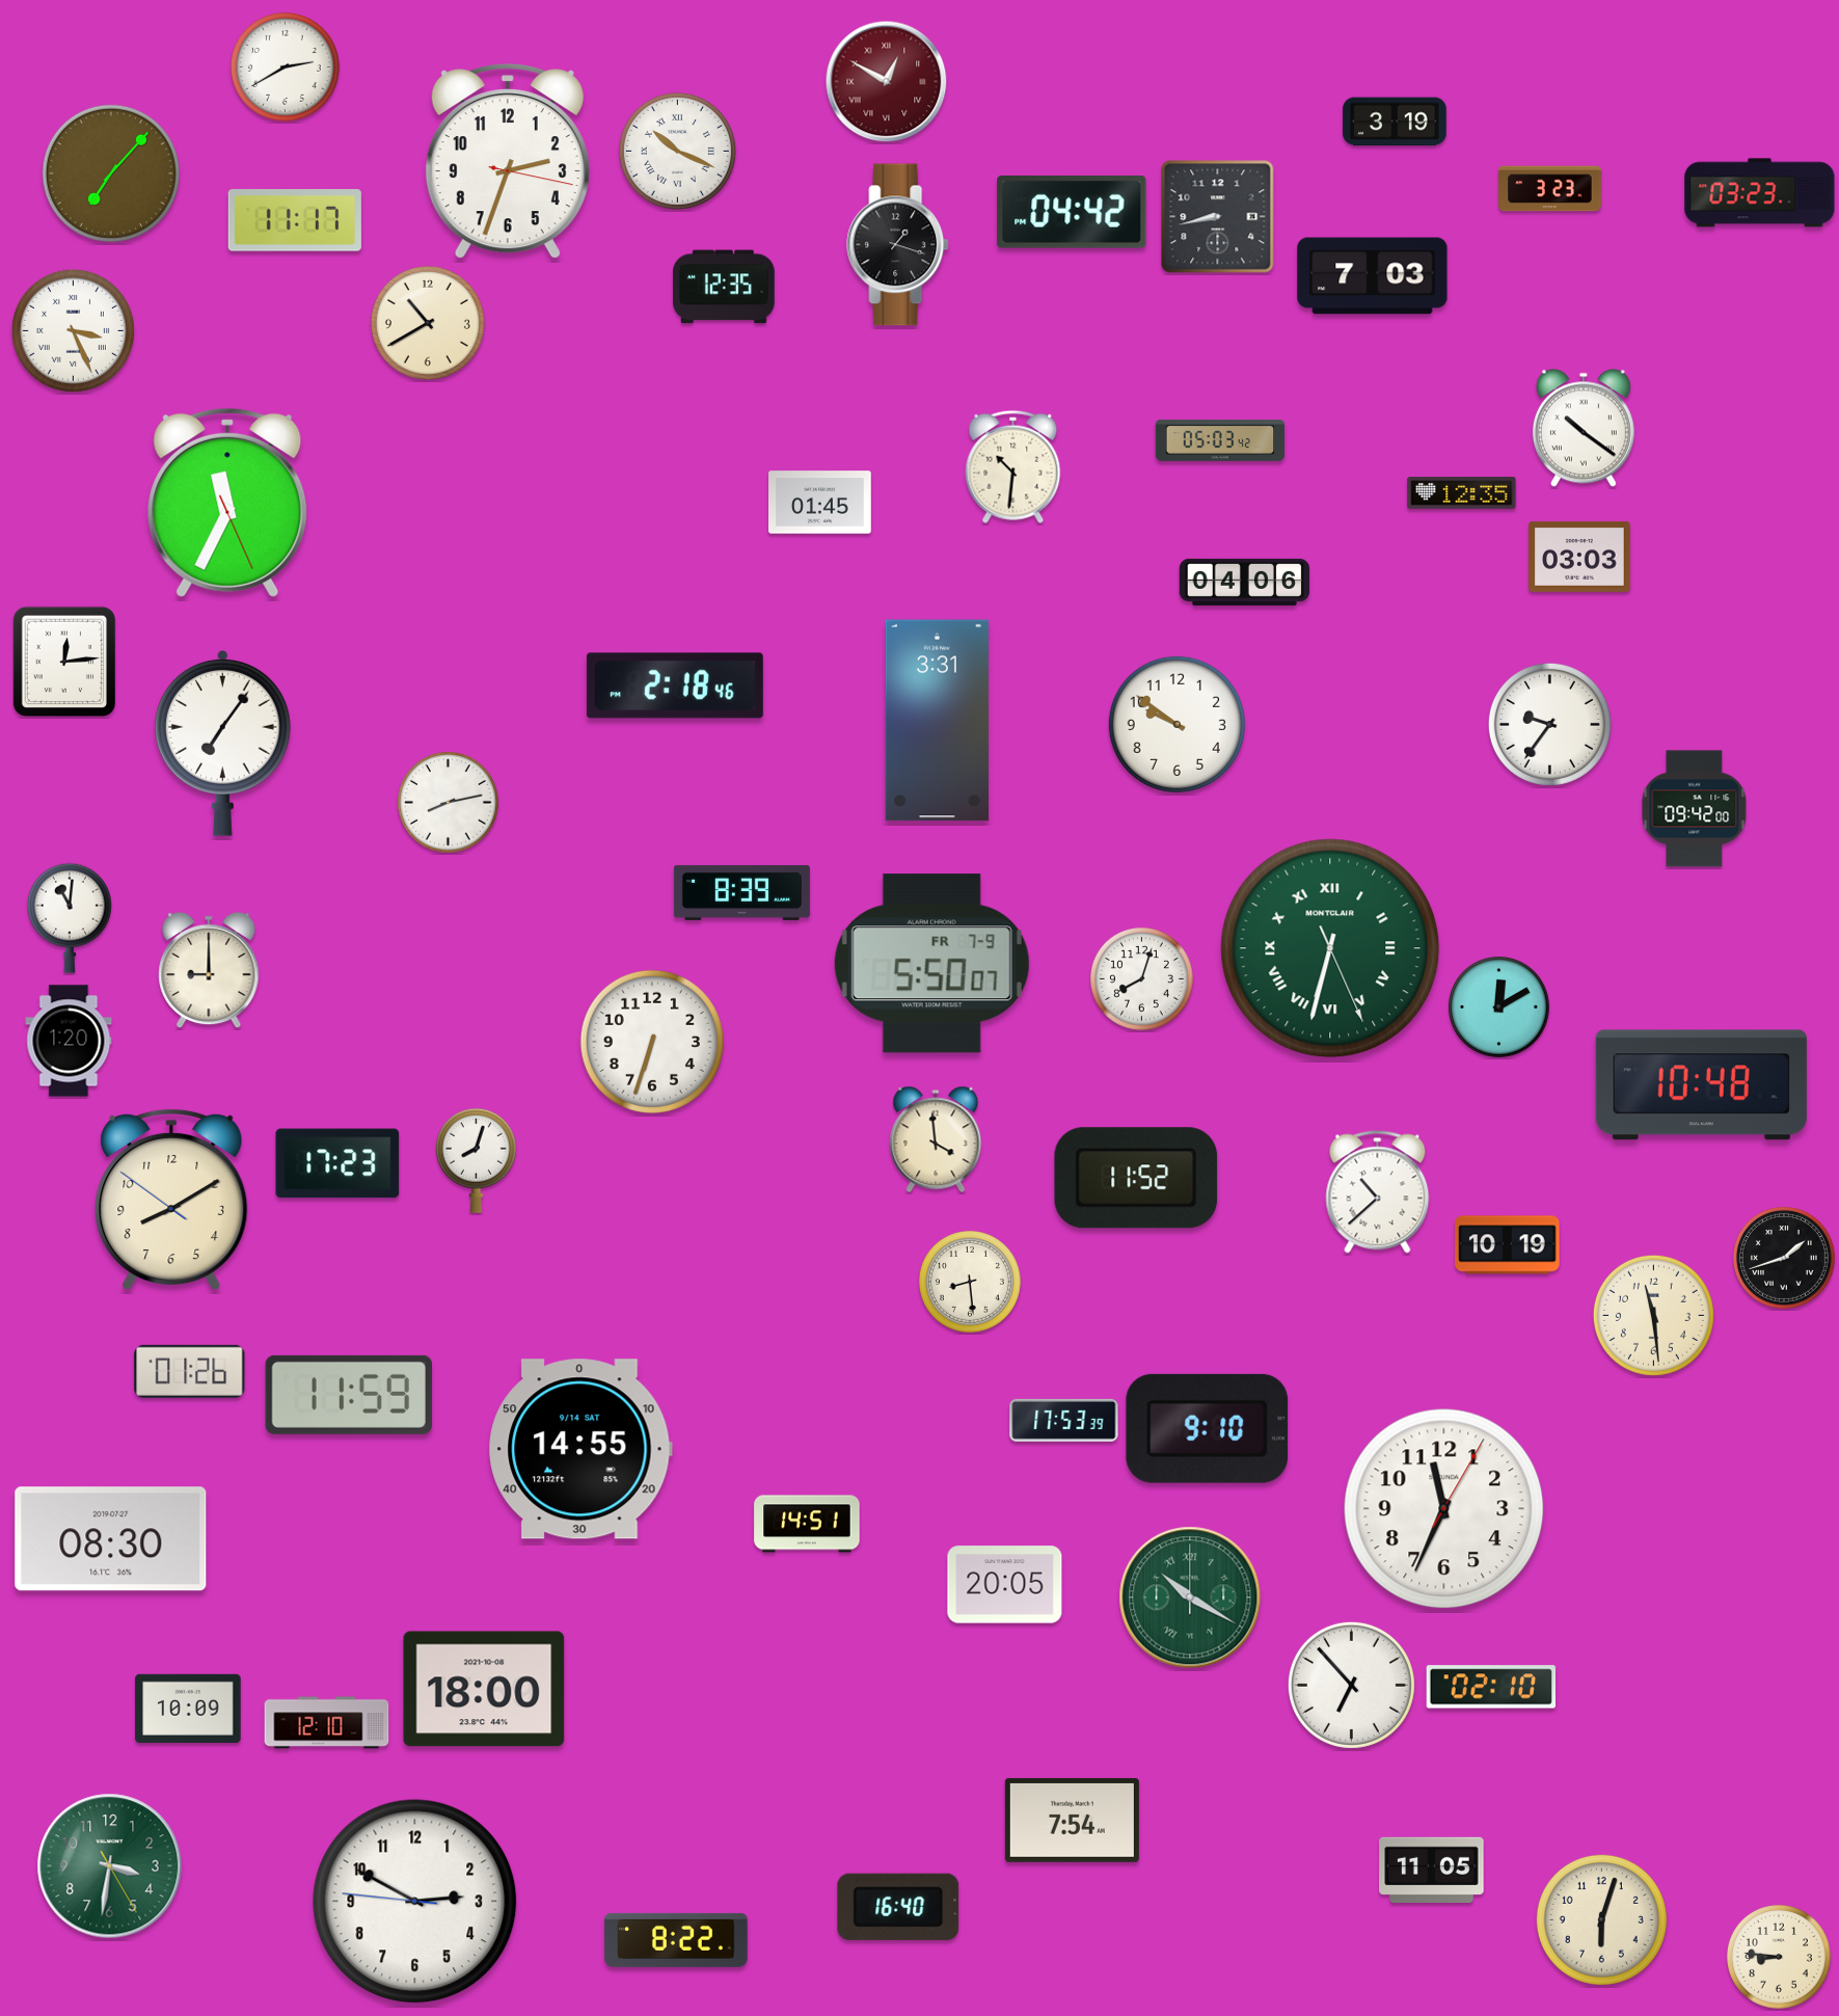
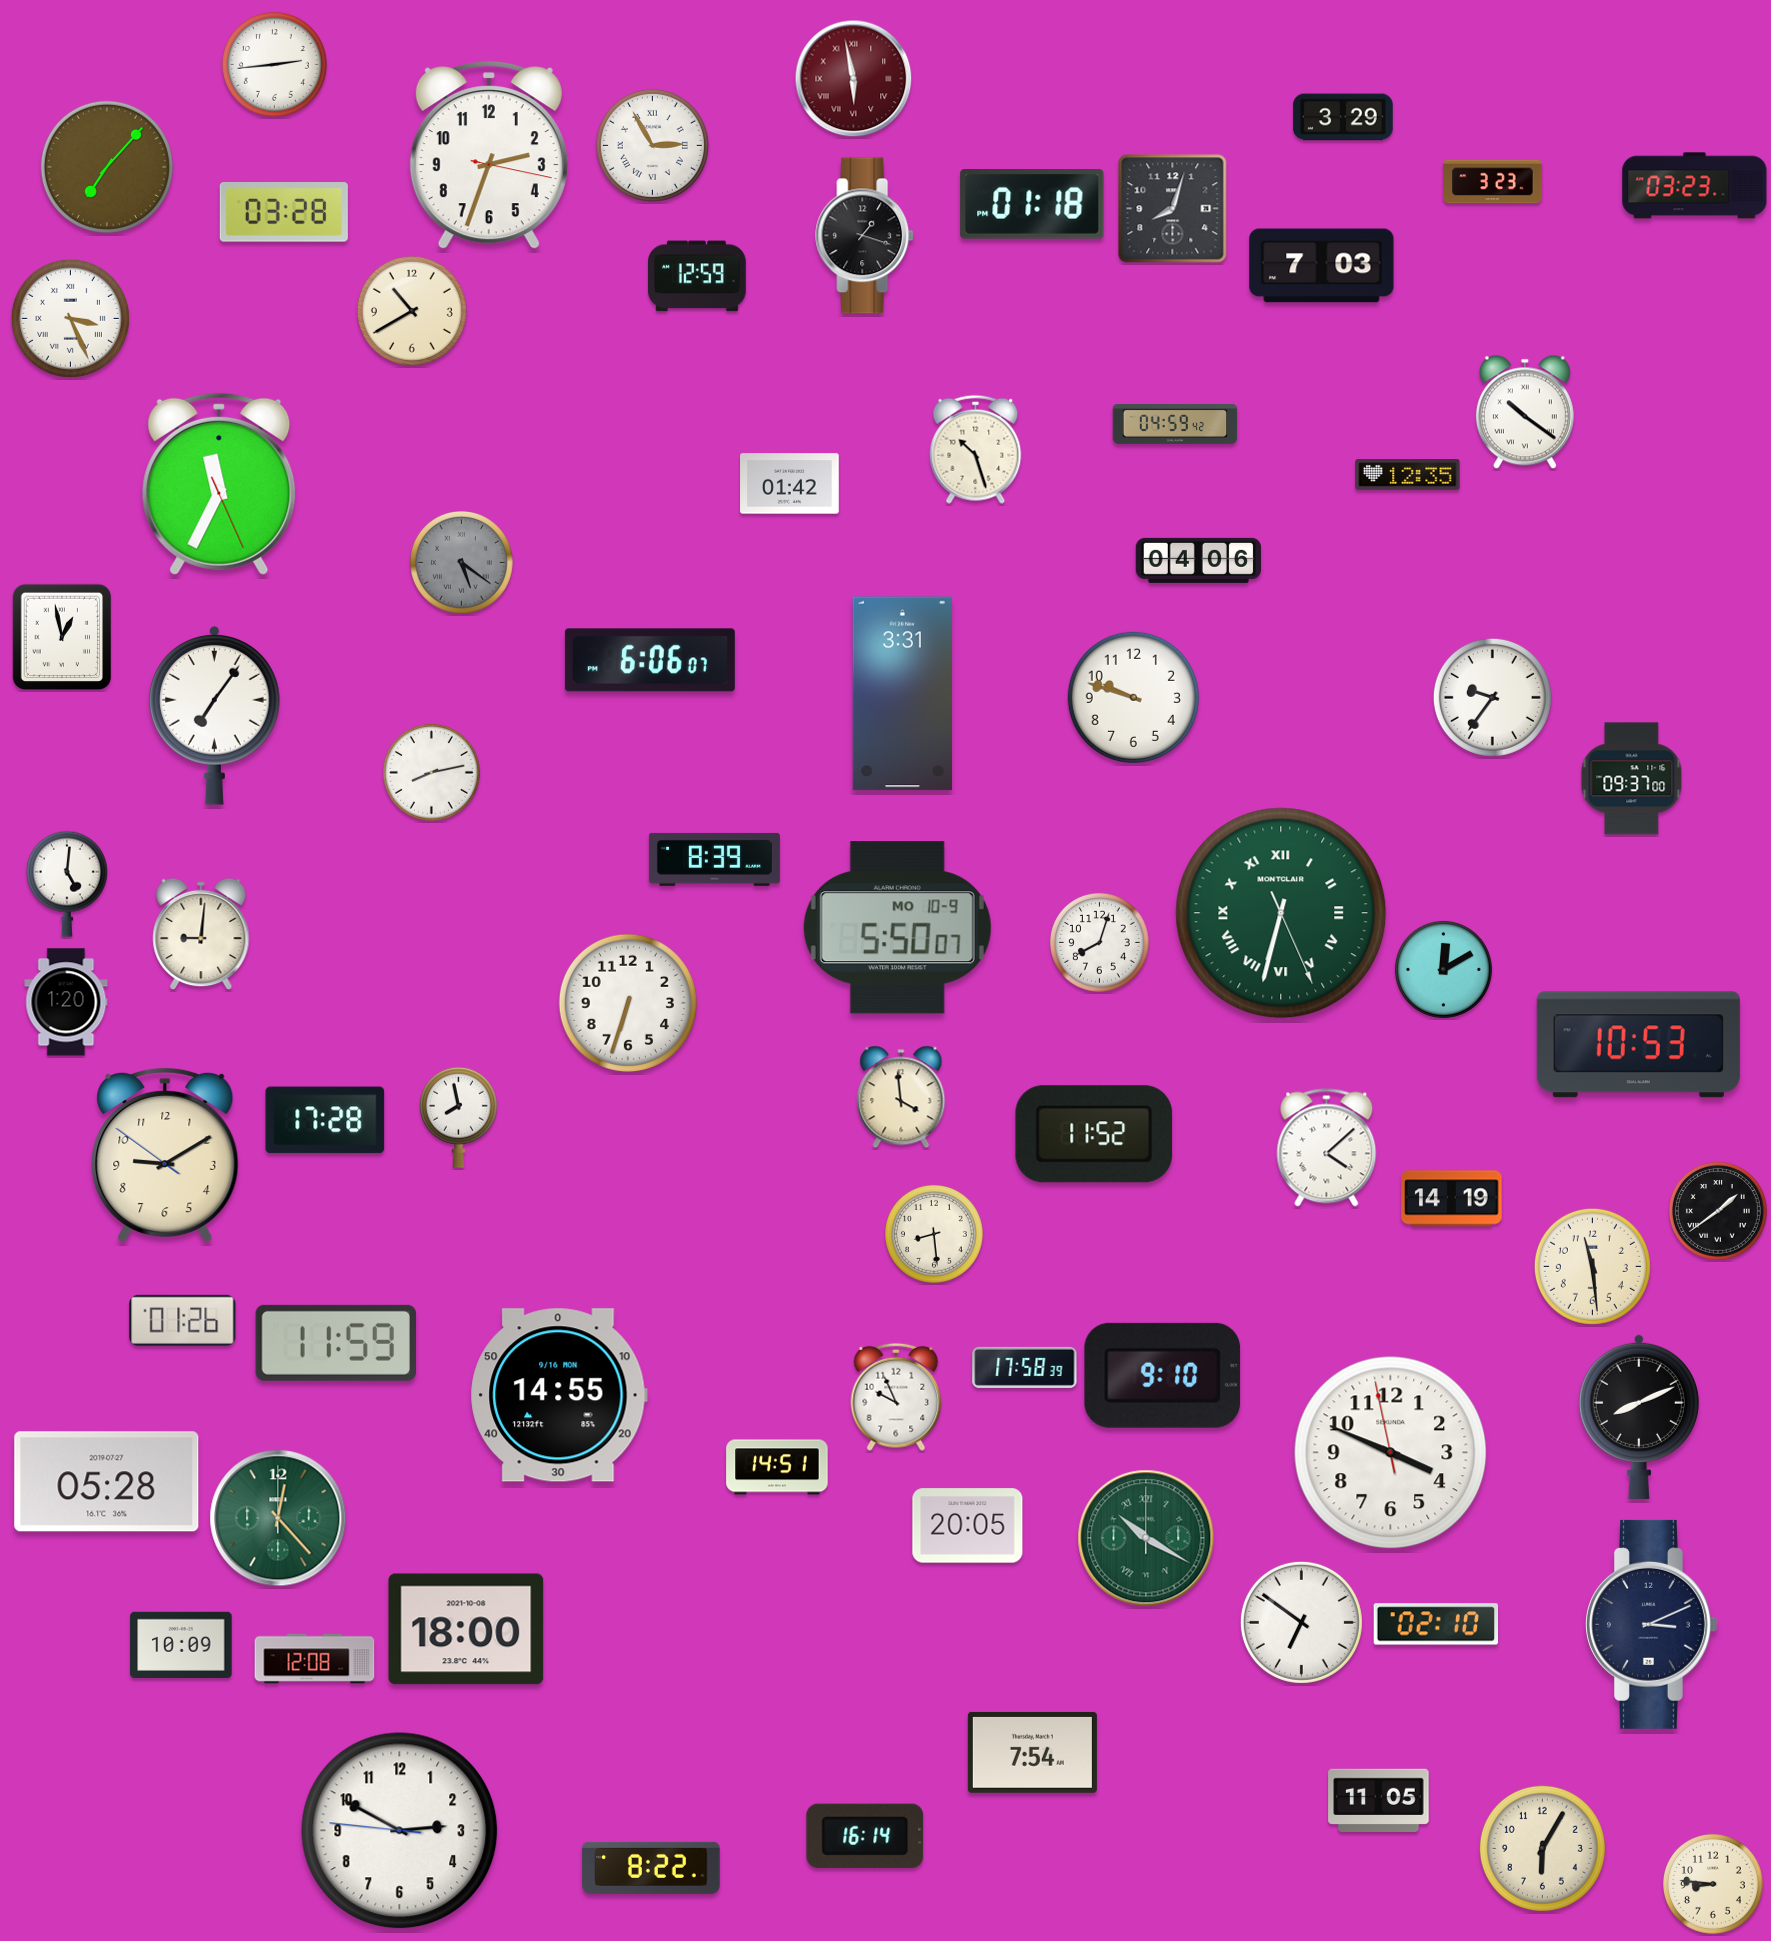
clock at (285, 66): 2:40 -> 2:44
clock at (887, 82): 12:50 -> 5:58
clock at (1395, 122): 3:19 -> 3:29
clock at (677, 151): 10:19 -> 2:55
clock at (1072, 213): 04:42 -> 01:18
clock at (1218, 217): 8:43 -> 8:03
clock at (295, 221): 11:17 -> 03:28
clock at (725, 287): 12:35 -> 12:59
clock at (1220, 441): 05:03 -> 04:59
clock at (1013, 466): 10:31 -> 10:27
clock at (820, 503): 01:45 -> 01:42
clock at (1580, 557): 03:03 -> none
clock at (461, 562): none -> 5:21
clock at (64, 662): 12:14 -> 12:58
clock at (675, 686): 2:18 -> 6:06
clock at (1177, 724): 9:51 -> 9:48
clock at (1695, 809): 09:42 -> 09:37
clock at (70, 918): 11:01 -> 5:01
clock at (931, 964) date: FR 7-9 -> MO 10-9
clock at (209, 970): 9:00 -> 9:01
clock at (1701, 1085): 10:48 -> 10:53
clock at (476, 1160): 8:03 -> 7:58
clock at (337, 1163): 17:23 -> 17:28
clock at (1378, 1192): 10:38 -> 4:08
clock at (171, 1200): 8:09 -> 9:09
clock at (1508, 1245): 10:19 -> 14:19
clock at (1784, 1258): 1:42 -> 1:39
clock at (1064, 1420): 17:53 -> 17:58
clock at (580, 1449) date: 9/14 SAT -> 9/16 MON
clock at (896, 1397): none -> 9:56
clock at (1639, 1416): none -> 8:11
clock at (1444, 1509): 11:34 -> 3:48
clock at (111, 1539): 08:30 -> 05:28
clock at (278, 1518): none -> 12:23
clock at (1351, 1685): 6:53 -> 6:51
clock at (1652, 1624): none -> 3:11
clock at (484, 1689) position: (484, 1689) -> (466, 1629)
clock at (327, 1723): 12:10 -> 12:08
clock at (110, 1866): 3:31 -> none
clock at (898, 1907): 16:40 -> 16:14
clock at (1601, 1919): 6:03 -> 6:05
